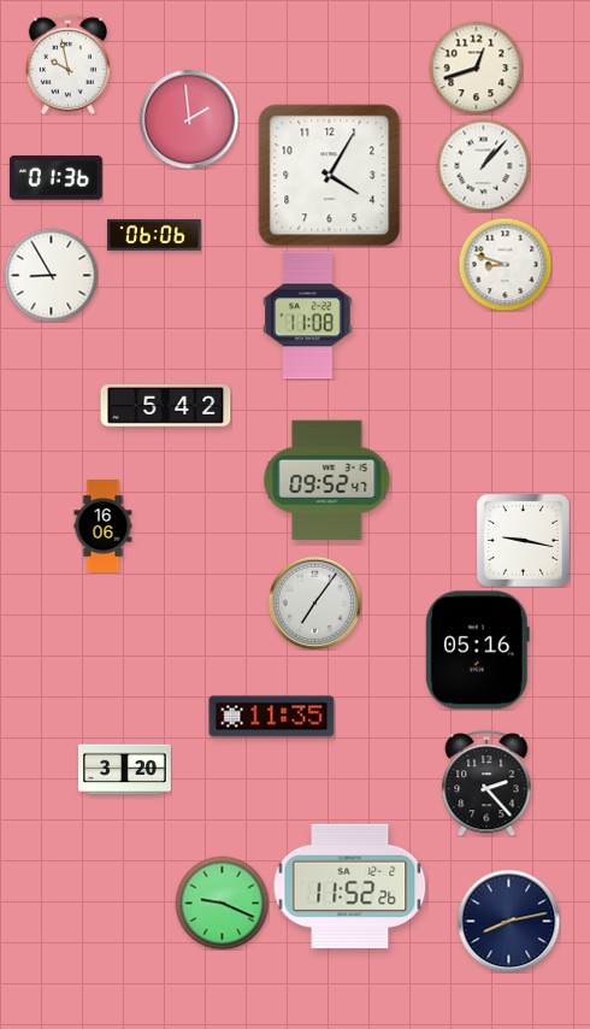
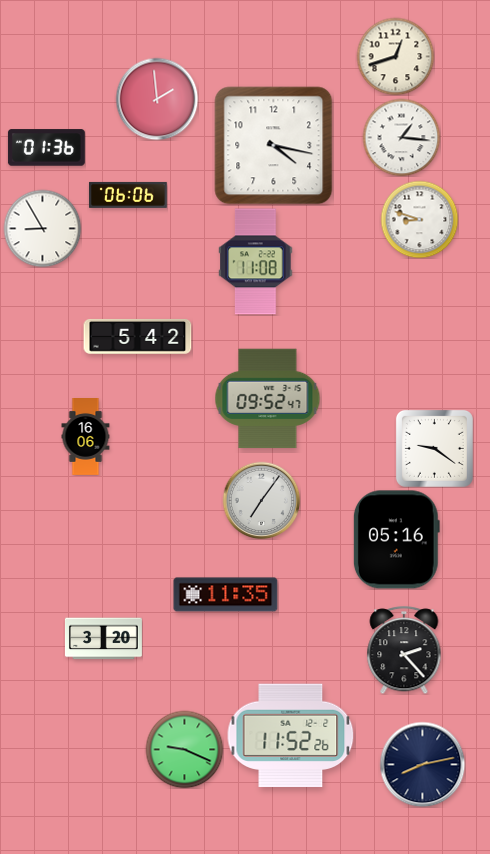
clock at (67, 64): 9:58 -> none
clock at (483, 165): 1:07 -> 1:16
clock at (330, 176): 4:05 -> 4:17
clock at (328, 481) position: (328, 481) -> (268, 399)
clock at (523, 540): 9:17 -> 9:21
